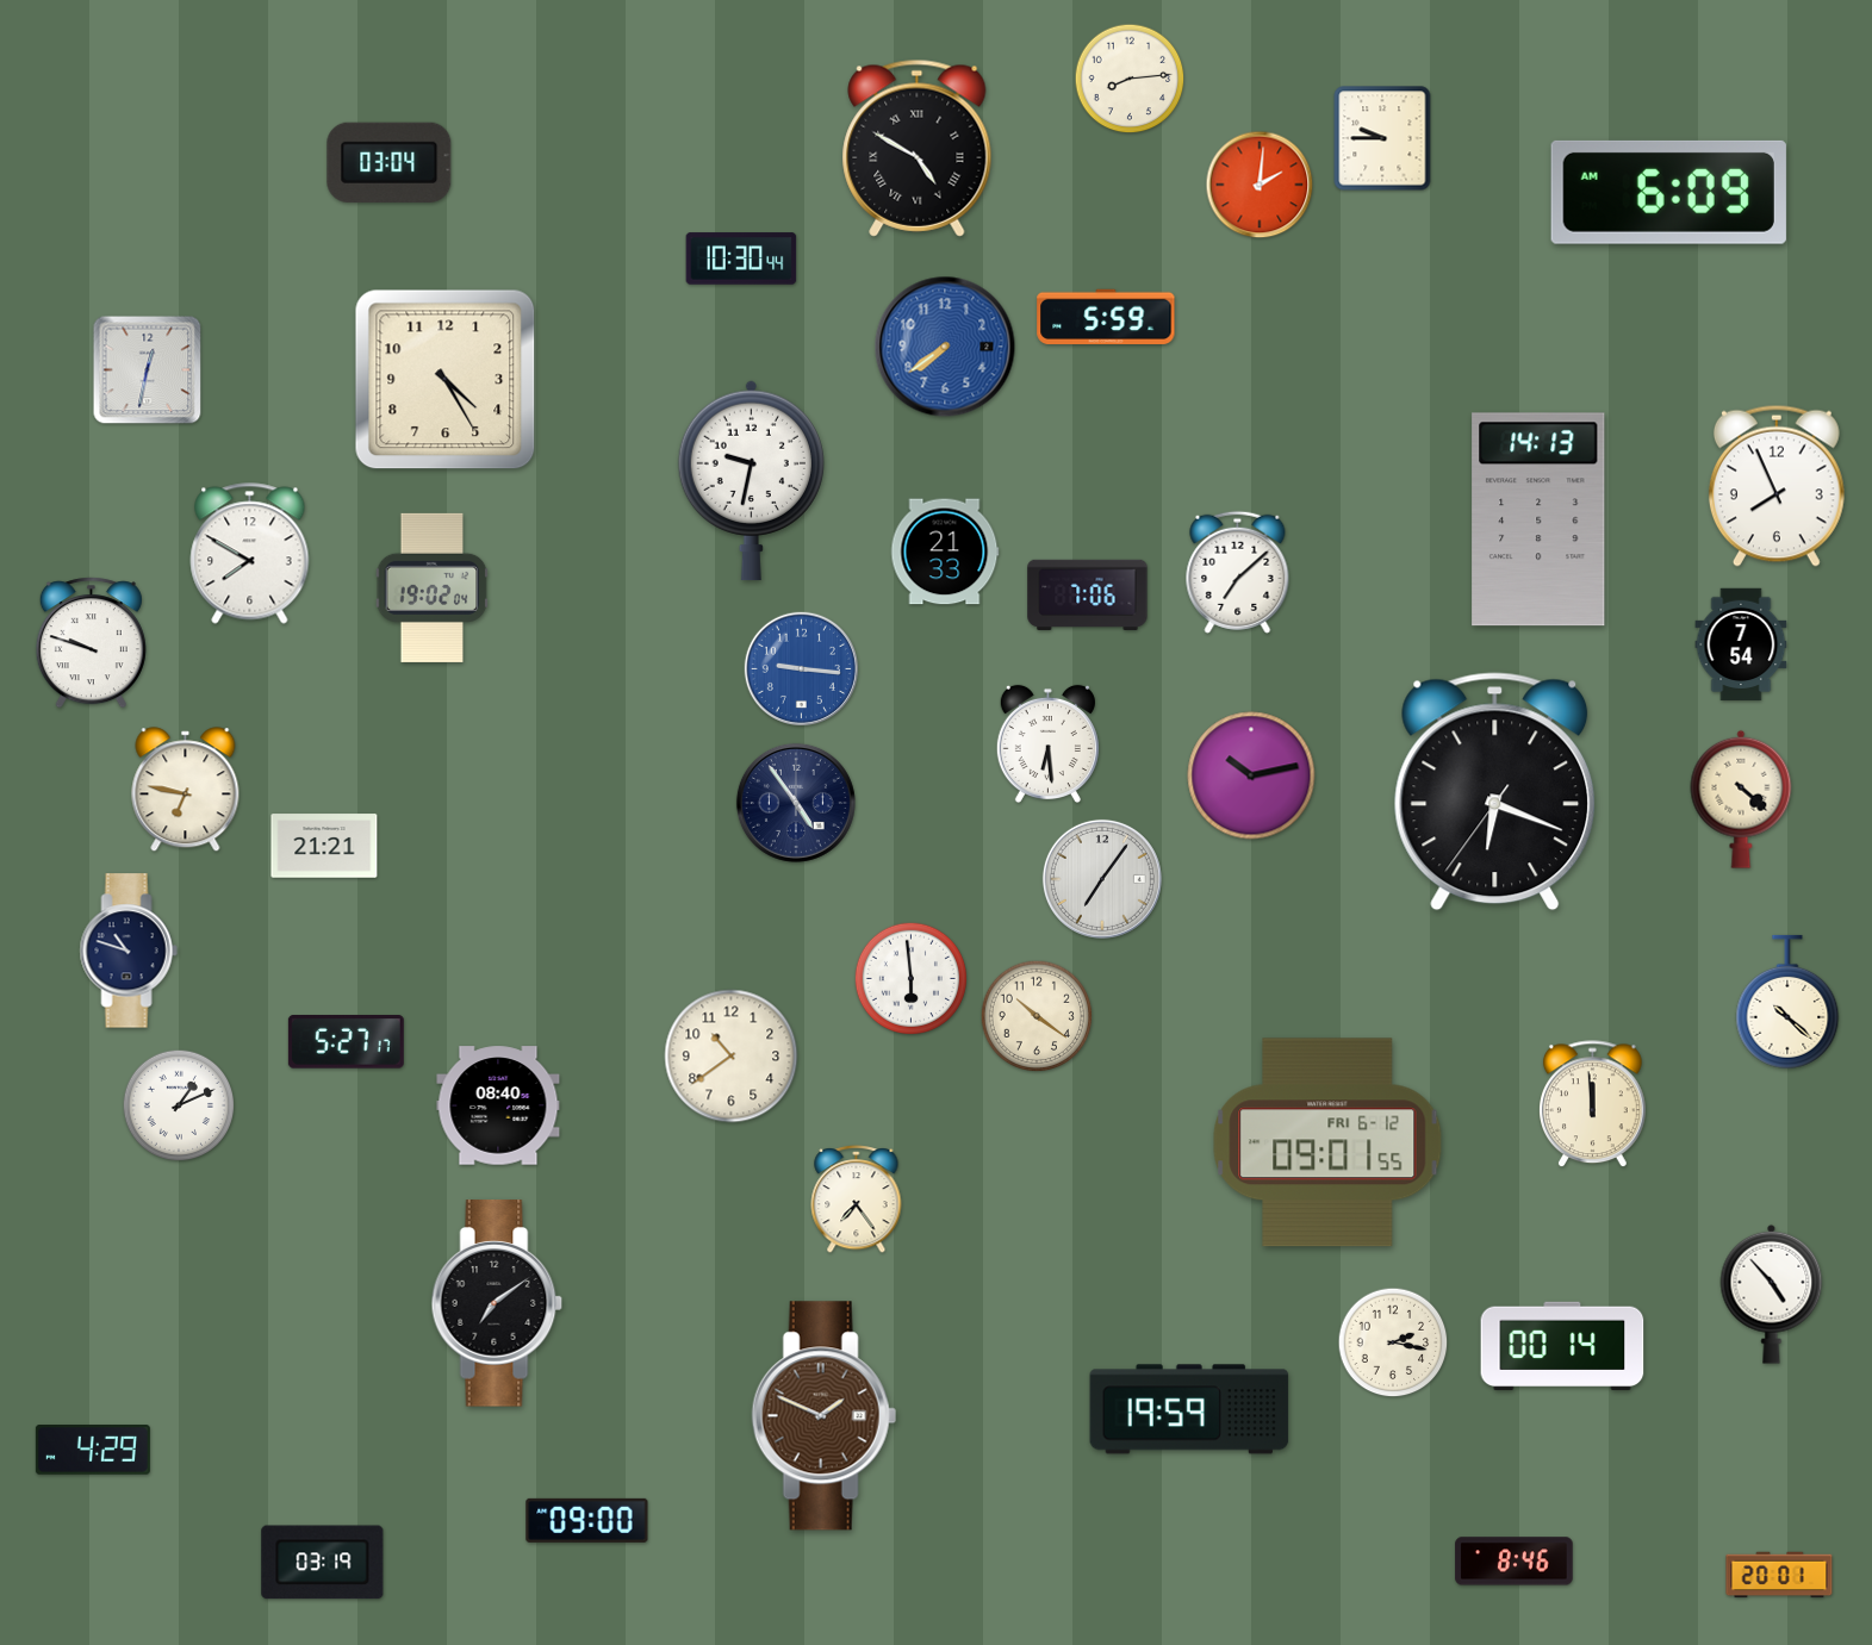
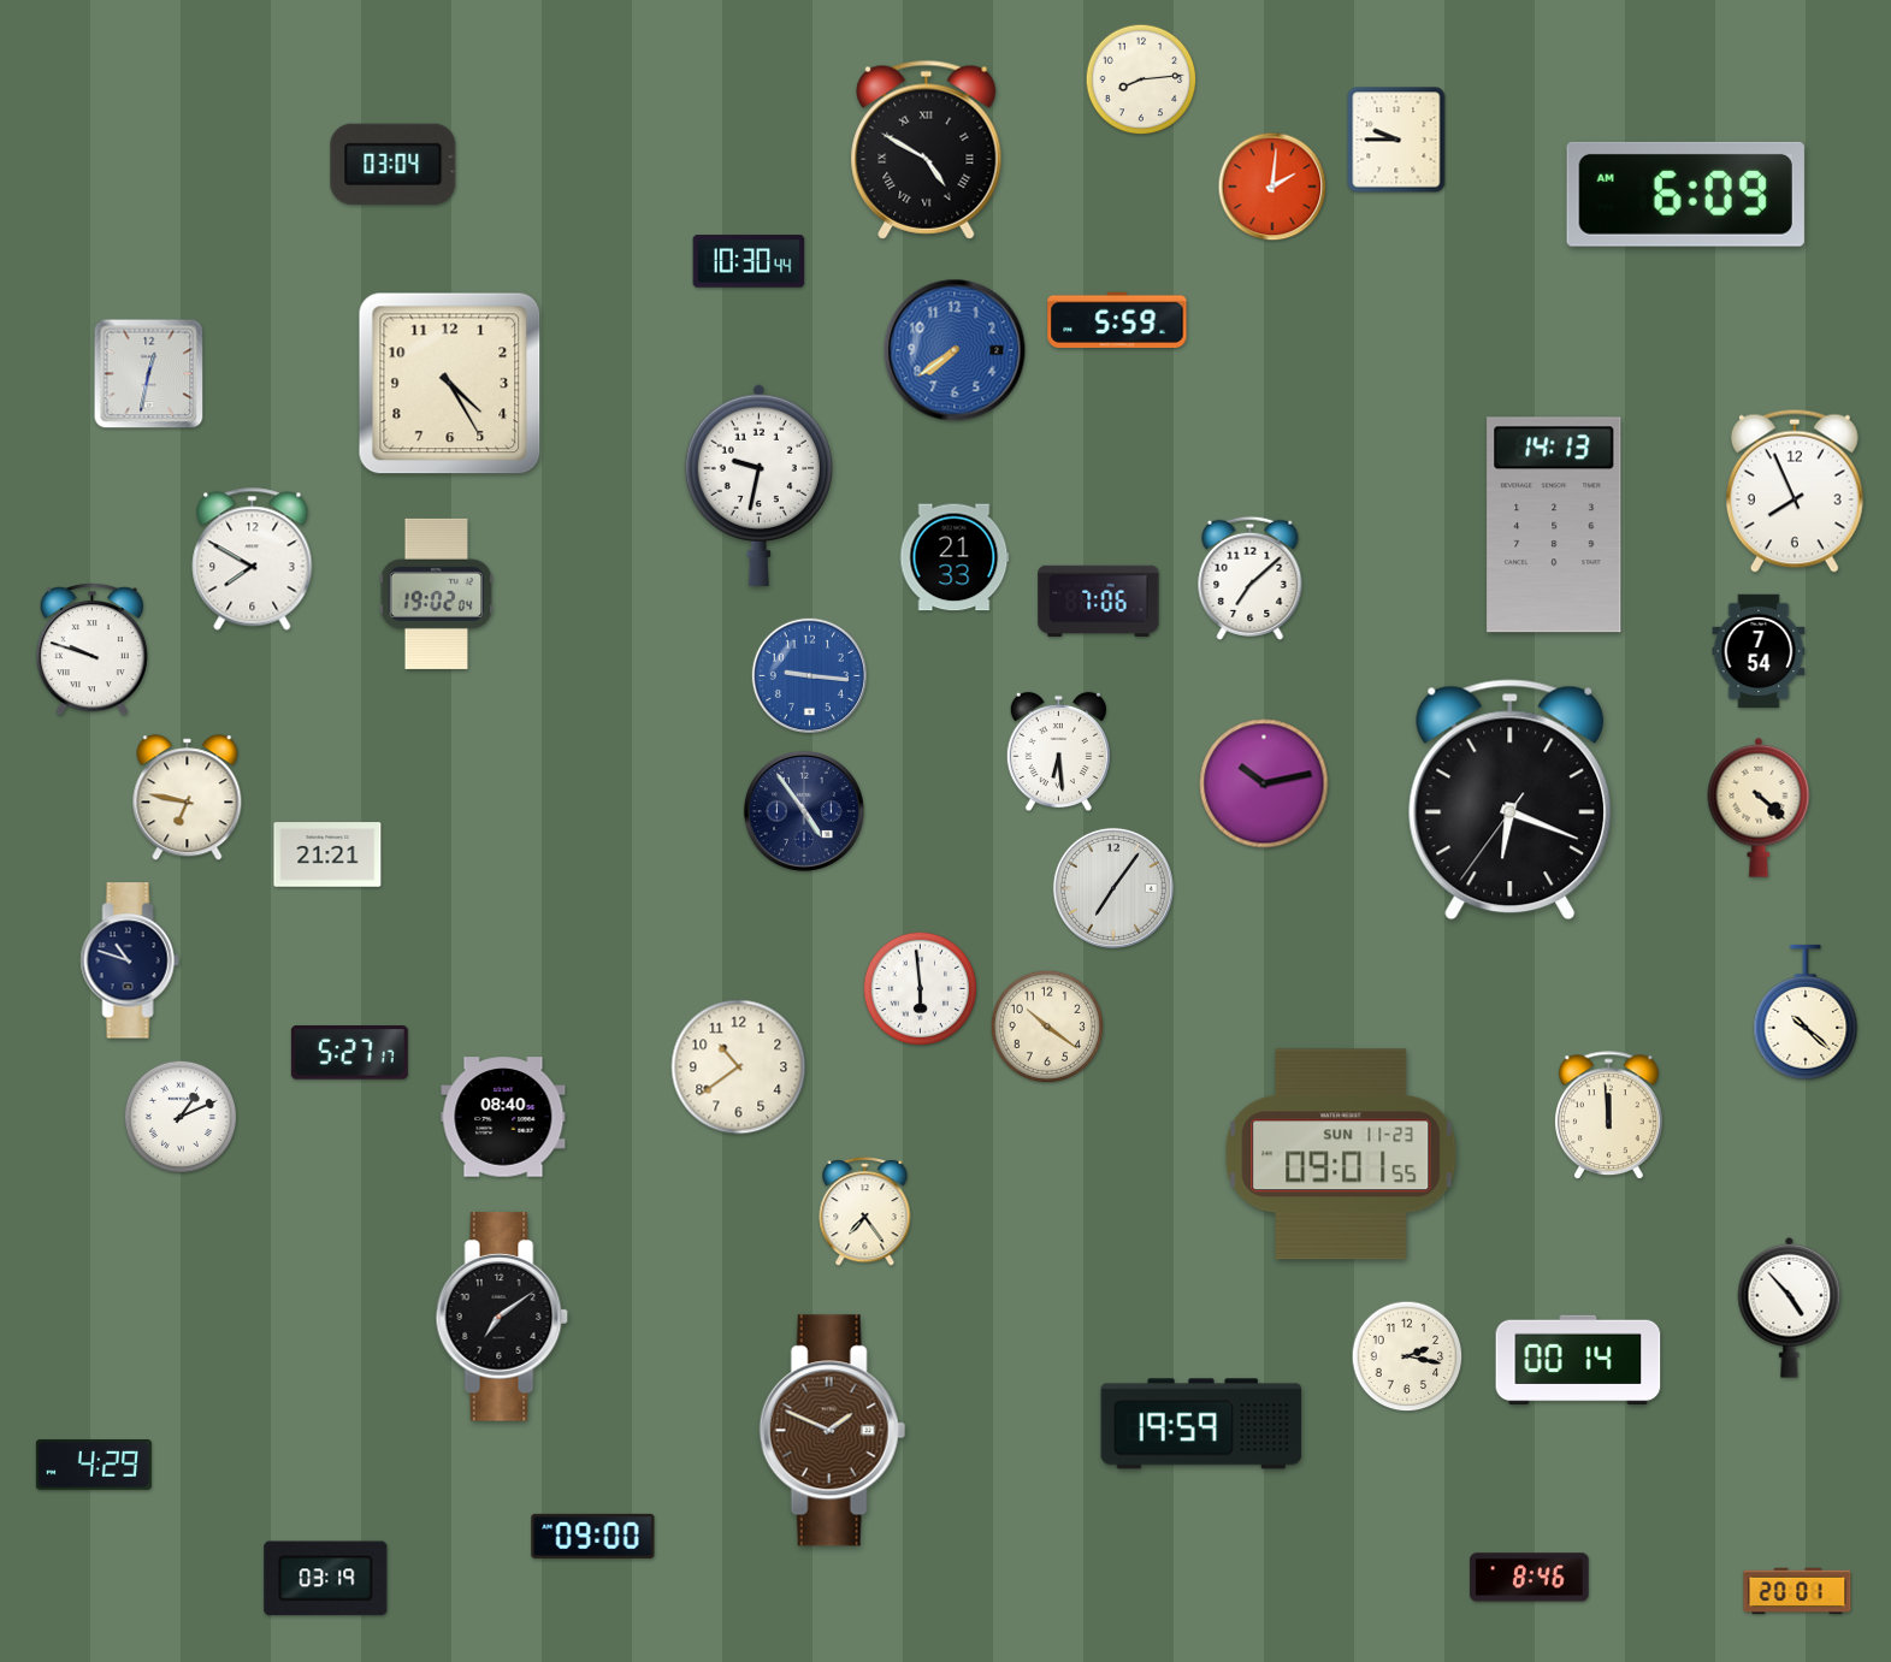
clock at (1327, 1142) date: FRI 6-12 -> SUN 11-23
